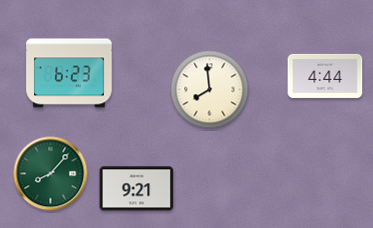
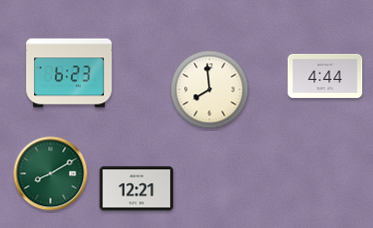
clock at (51, 174): 8:07 -> 8:10
clock at (137, 189): 9:21 -> 12:21
